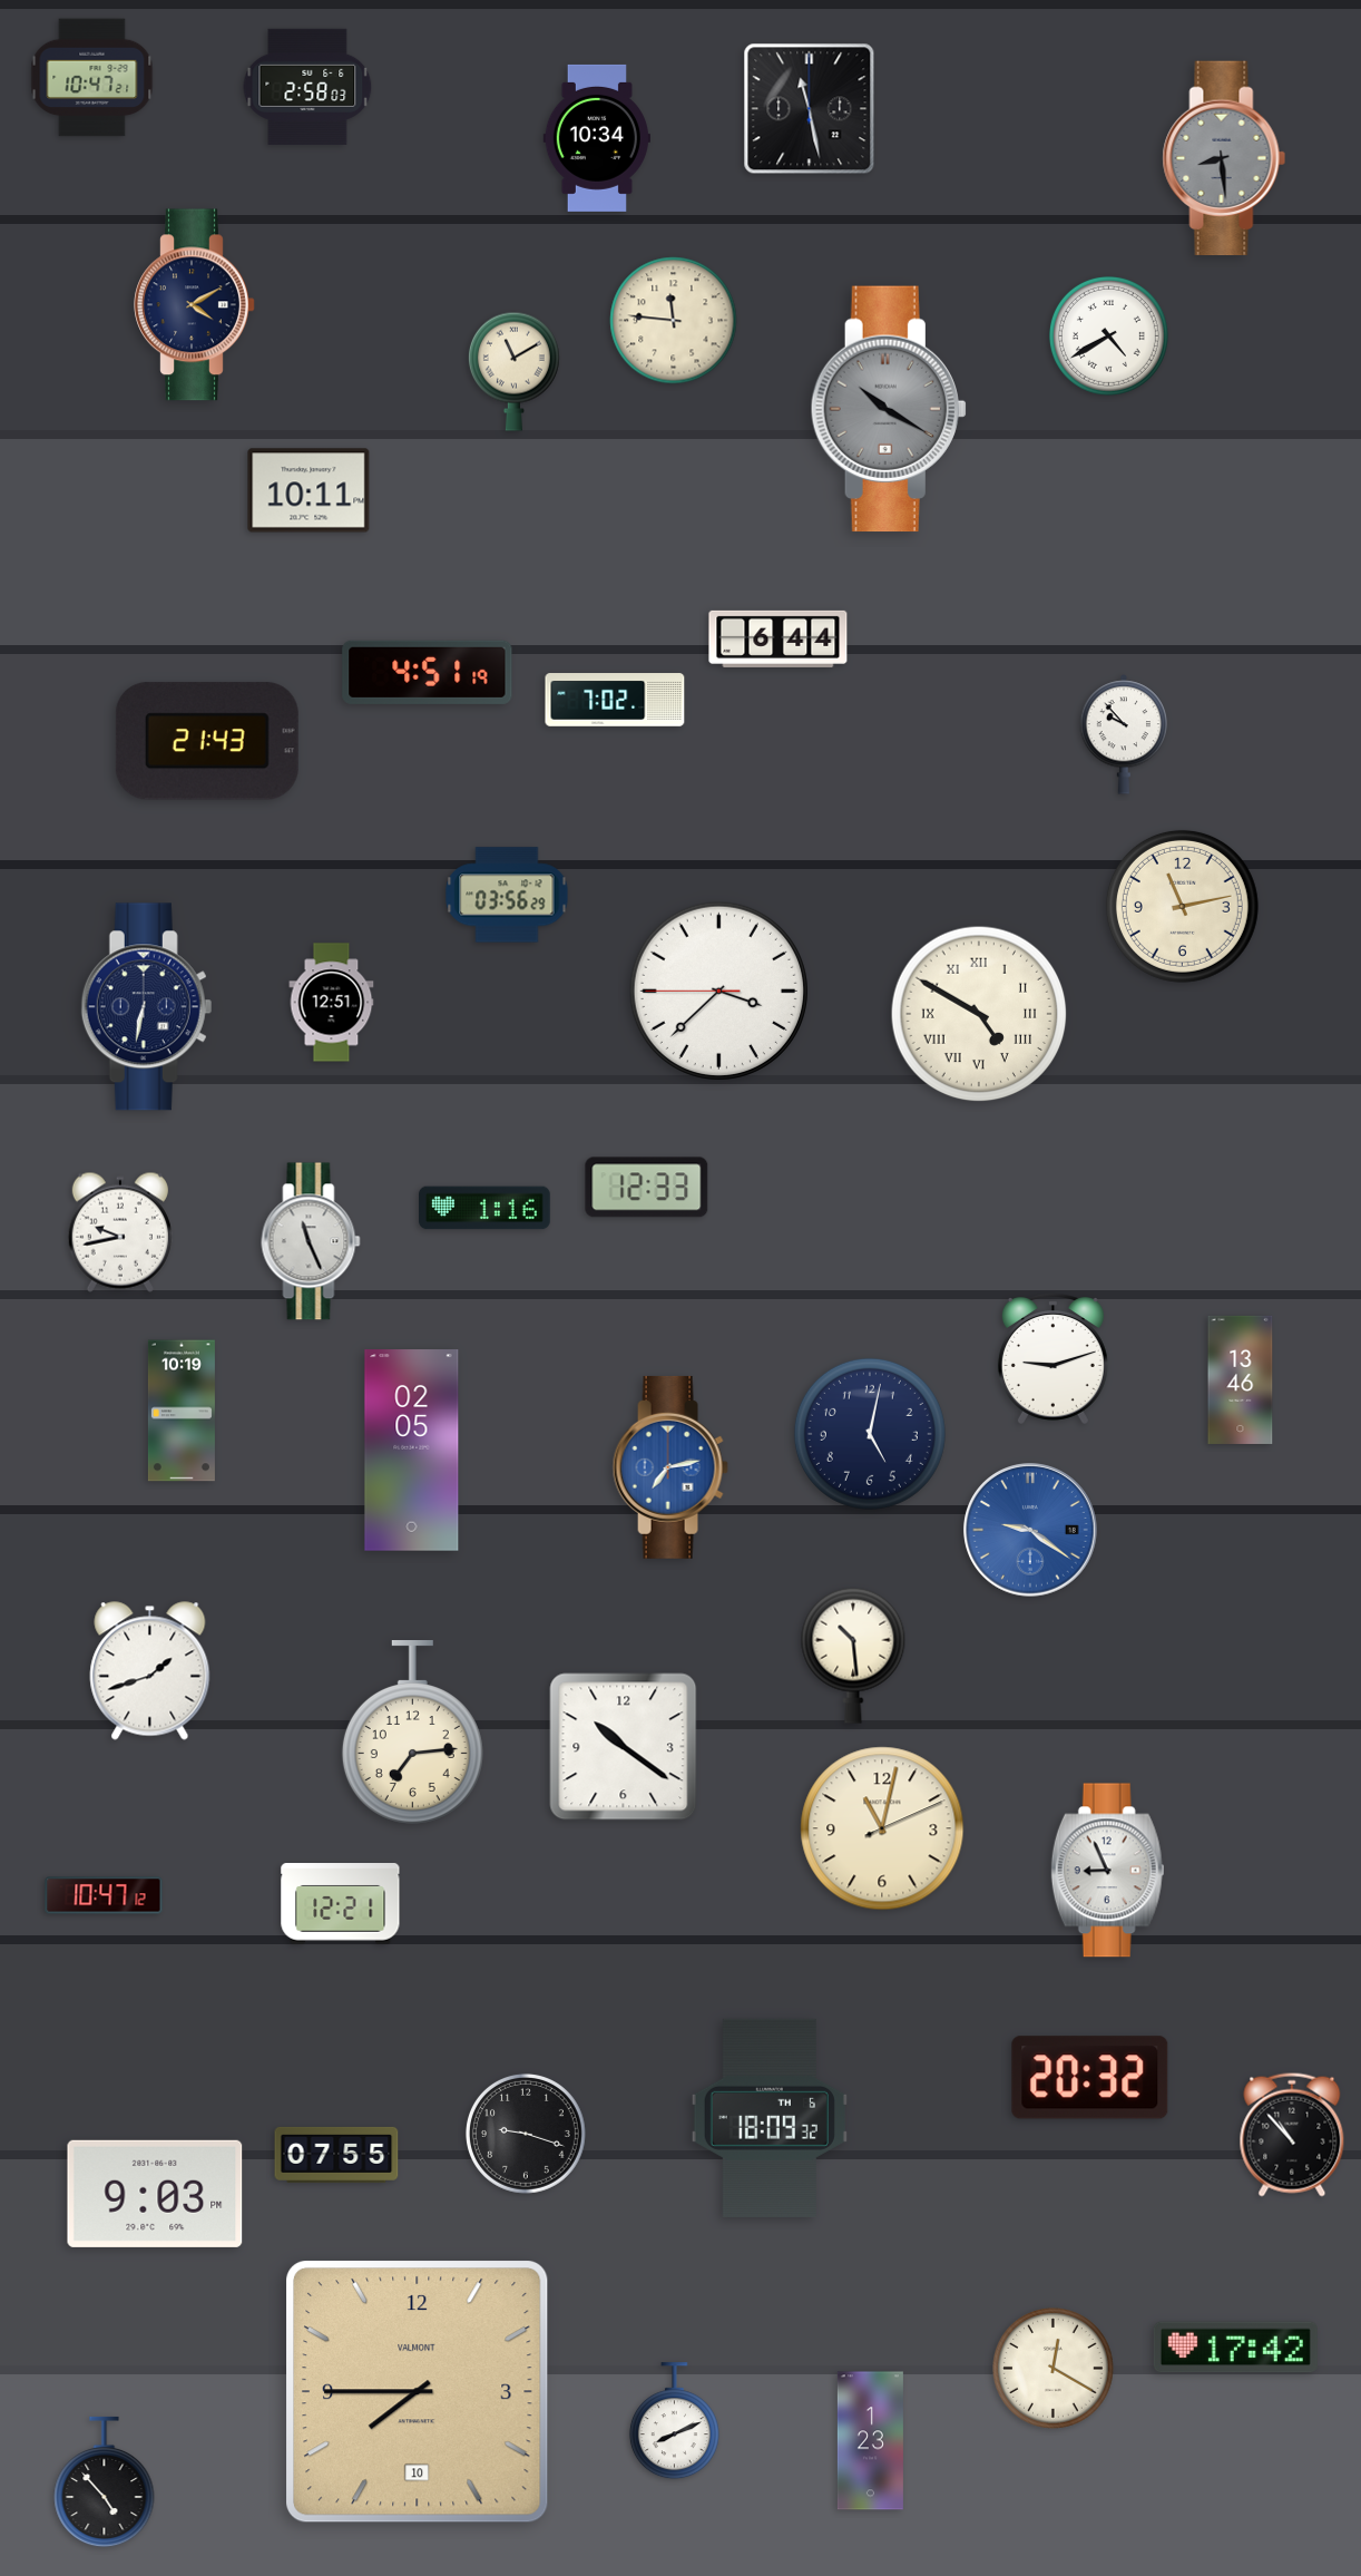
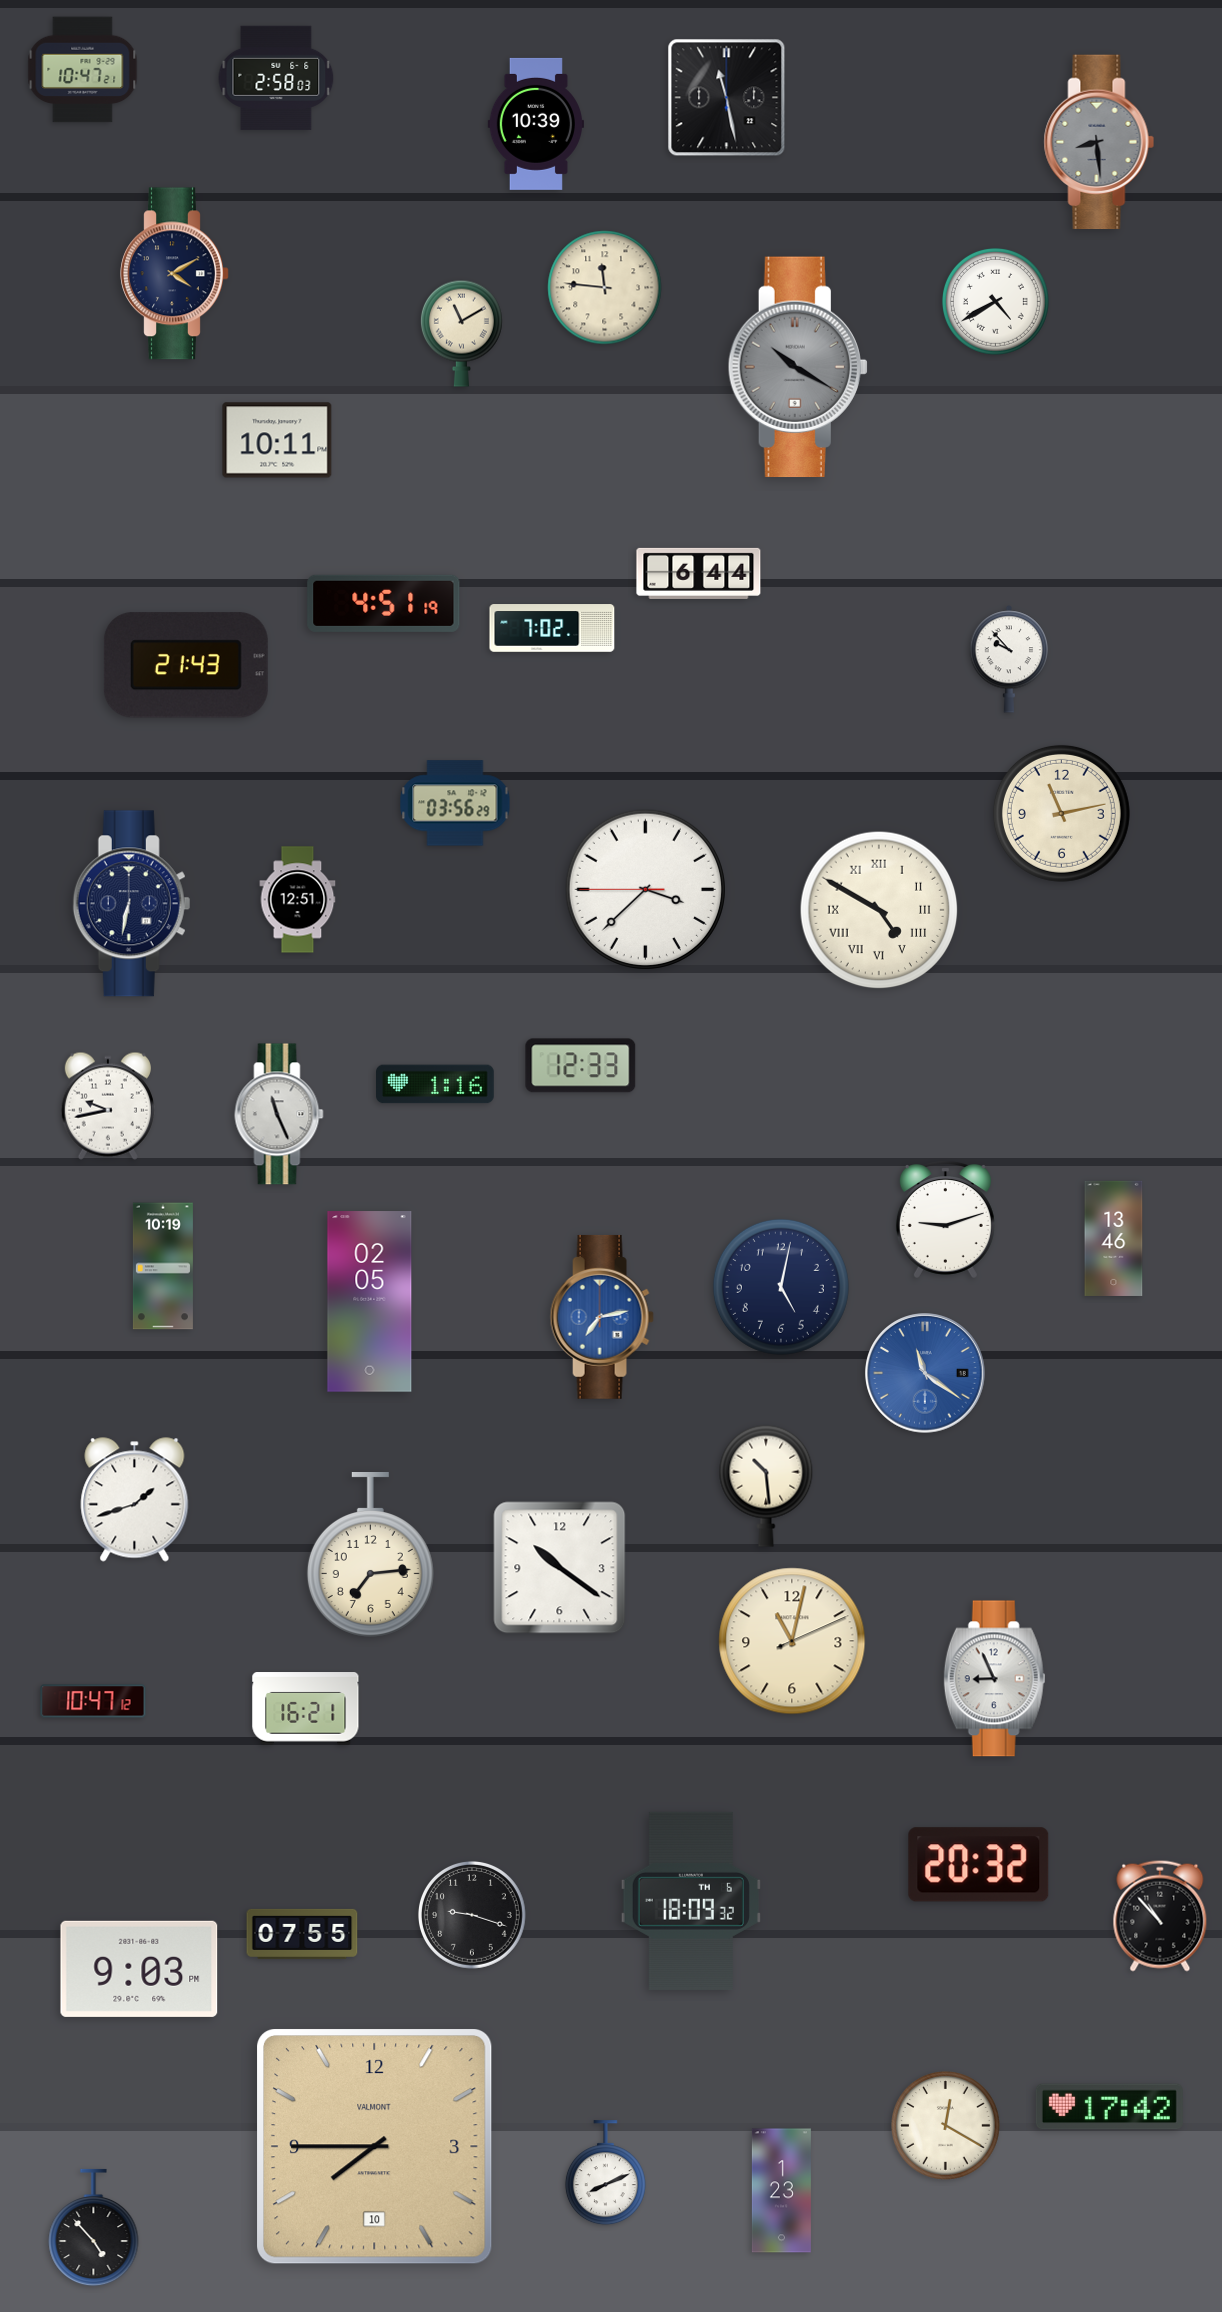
clock at (596, 138): 10:34 -> 10:39
clock at (1030, 1530): 9:21 -> 11:21
clock at (341, 1904): 12:21 -> 16:21
